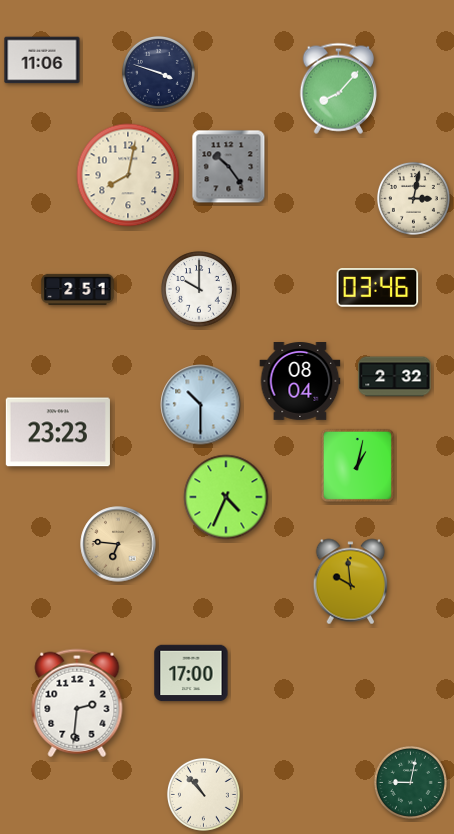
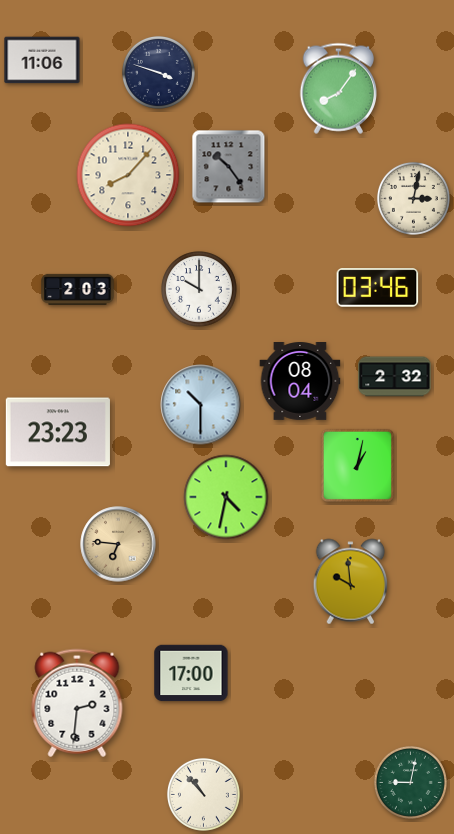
clock at (338, 88): 8:07 -> 8:06
clock at (128, 175): 8:02 -> 8:07
clock at (78, 289): 2:51 -> 2:03
clock at (226, 497): 4:34 -> 4:32
